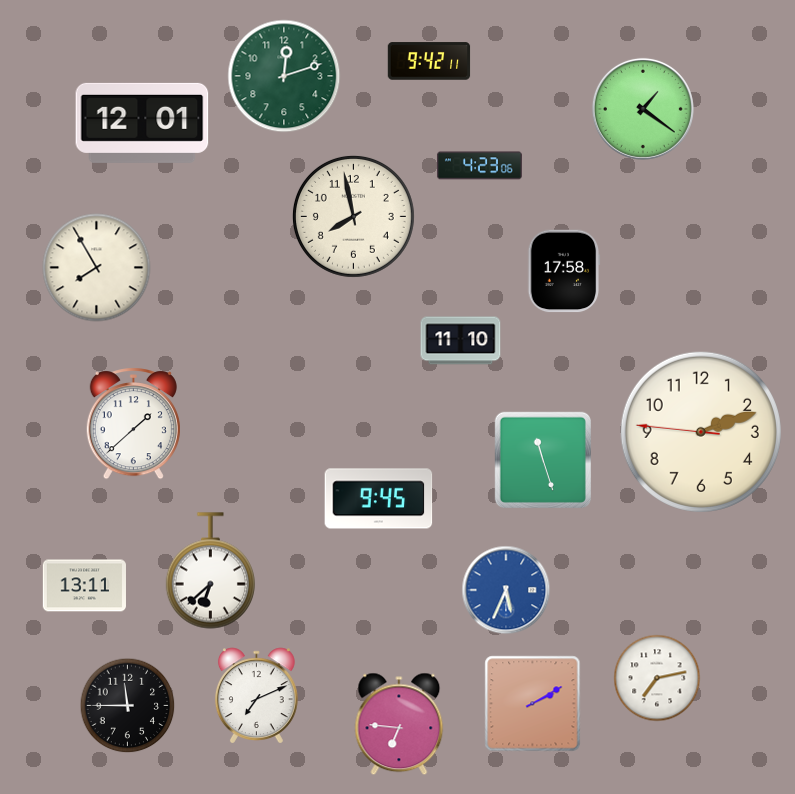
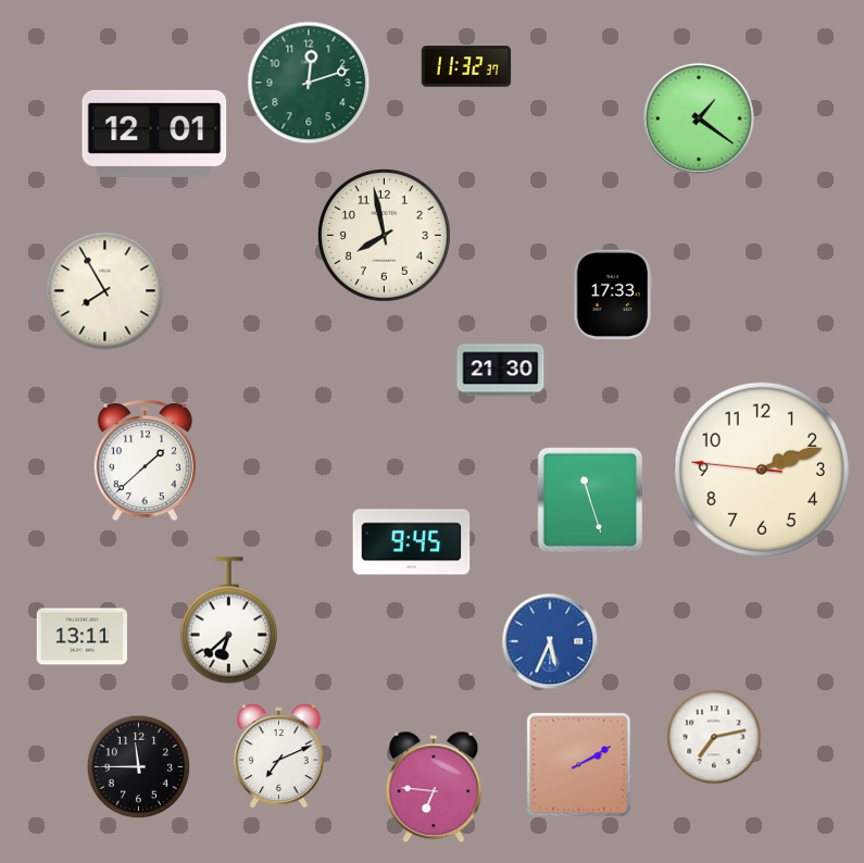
clock at (429, 61): 9:42 -> 11:32
clock at (479, 166): 4:23 -> none
clock at (564, 271): 17:58 -> 17:33
clock at (461, 341): 11:10 -> 21:30
clock at (84, 586) position: (84, 586) -> (82, 637)
